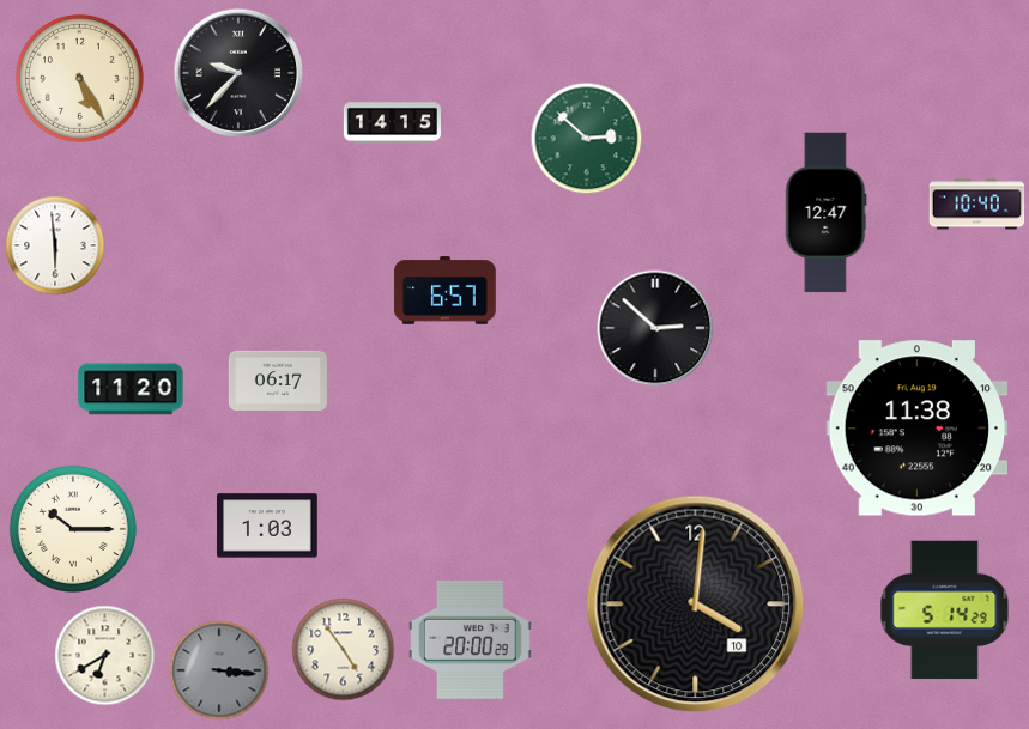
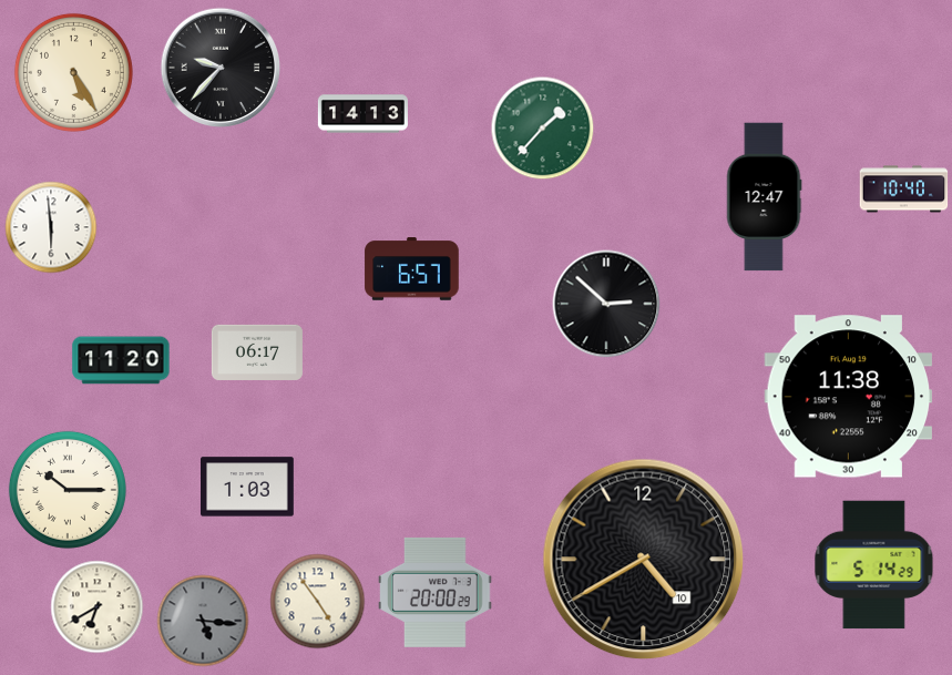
clock at (392, 123): 14:15 -> 14:13
clock at (587, 139): 2:52 -> 1:37
clock at (696, 605): 4:01 -> 4:40
clock at (219, 670): 3:16 -> 5:16
